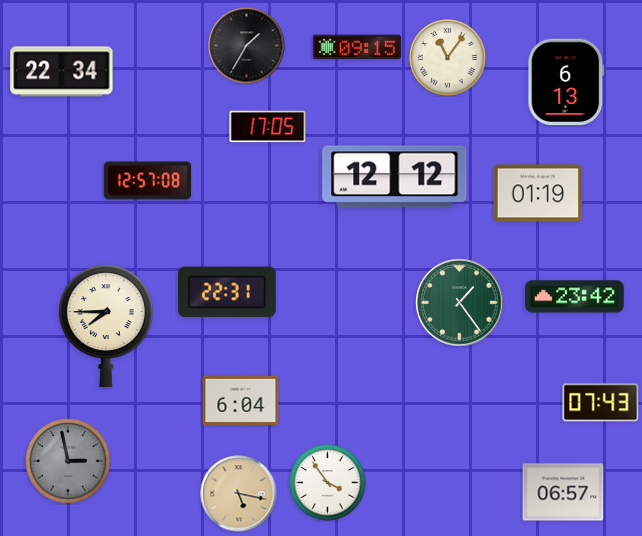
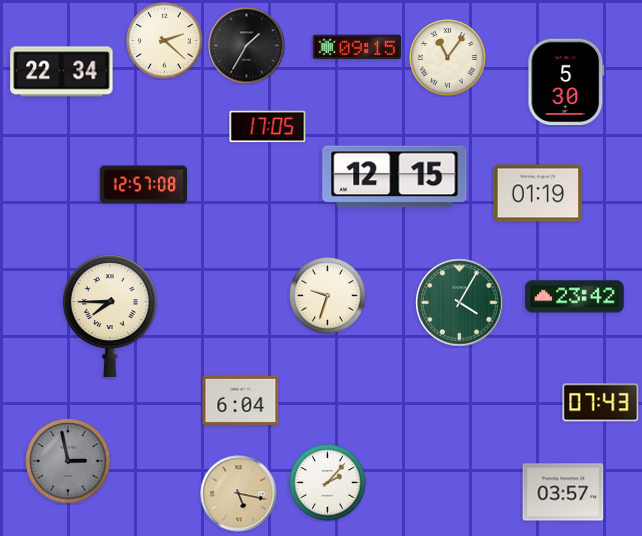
clock at (165, 41): none -> 2:22
clock at (566, 82): 6:13 -> 5:30
clock at (395, 177): 12:12 -> 12:15
clock at (148, 181) position: (148, 181) -> (144, 185)
clock at (228, 292): 22:31 -> none
clock at (328, 296): none -> 9:33
clock at (460, 303): 1:24 -> 4:05
clock at (106, 326) position: (106, 326) -> (110, 316)
clock at (328, 483): 3:54 -> 2:07
clock at (563, 492): 06:57 -> 03:57
